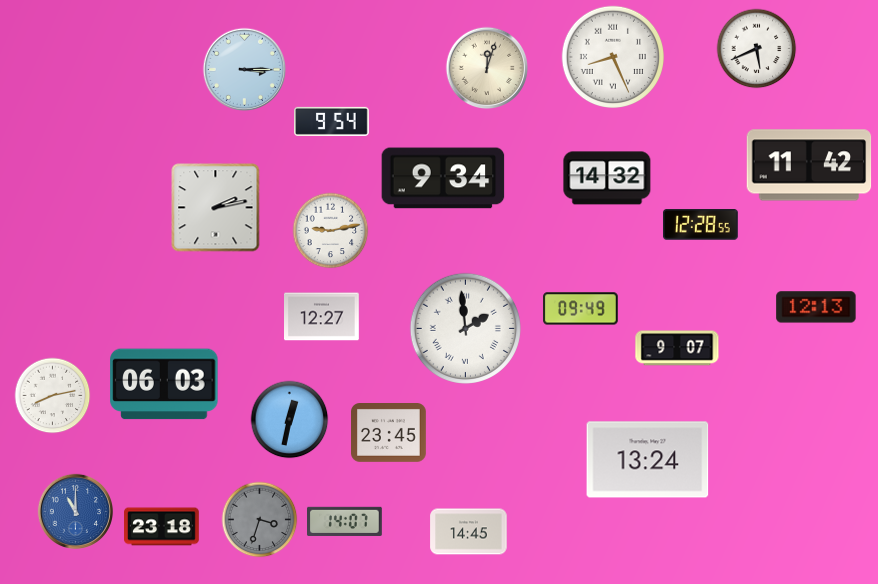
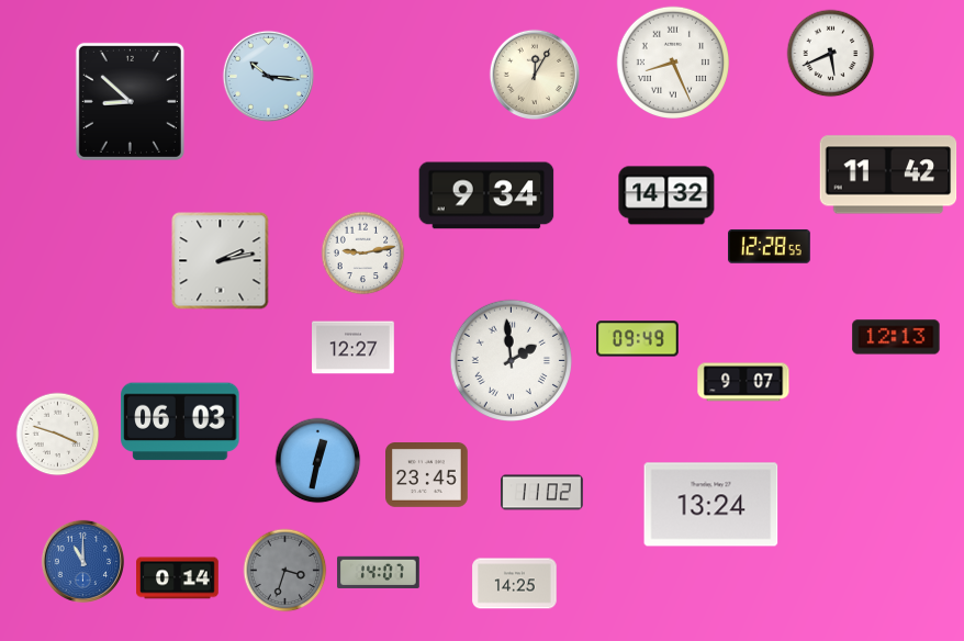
clock at (487, 68): 12:03 -> 12:05
clock at (245, 70): 3:15 -> 10:16
clock at (130, 101): none -> 8:52
clock at (332, 121): 9:54 -> none
clock at (809, 165) position: (809, 165) -> (888, 175)
clock at (216, 208) position: (216, 208) -> (221, 261)
clock at (53, 396): 8:13 -> 3:48
clock at (542, 493): none -> 11:02
clock at (162, 527): 23:18 -> 0:14
clock at (469, 532): 14:45 -> 14:25
